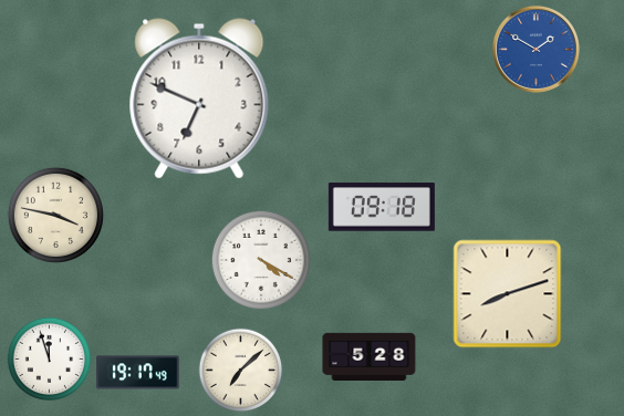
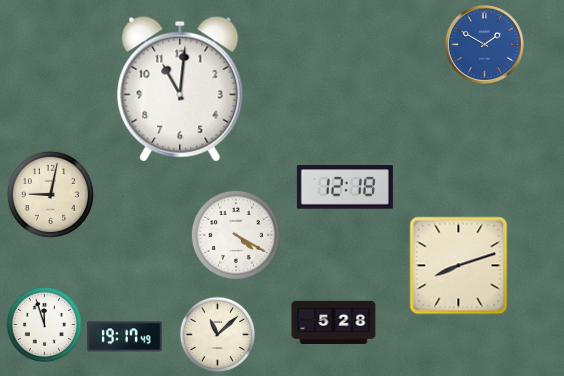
clock at (199, 98): 6:49 -> 11:01
clock at (382, 207): 09:18 -> 12:18
clock at (55, 215): 3:47 -> 9:02
clock at (241, 371): 7:08 -> 11:08
